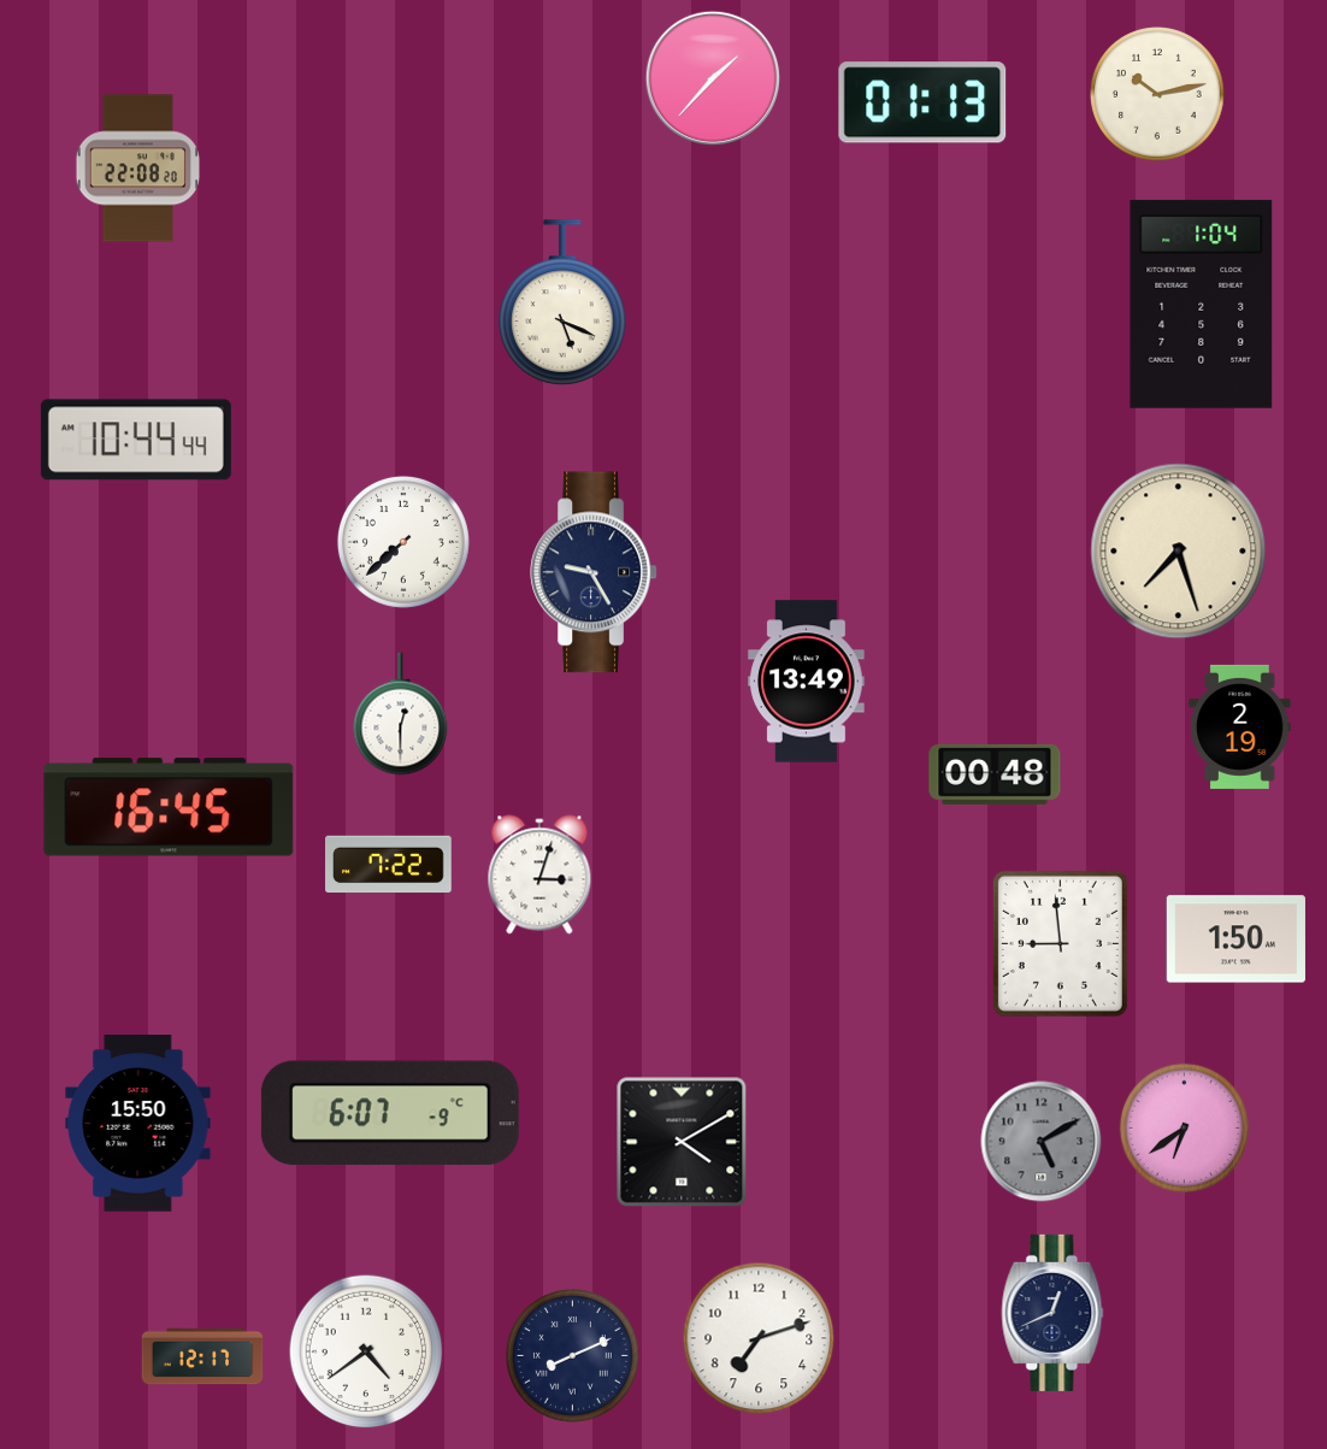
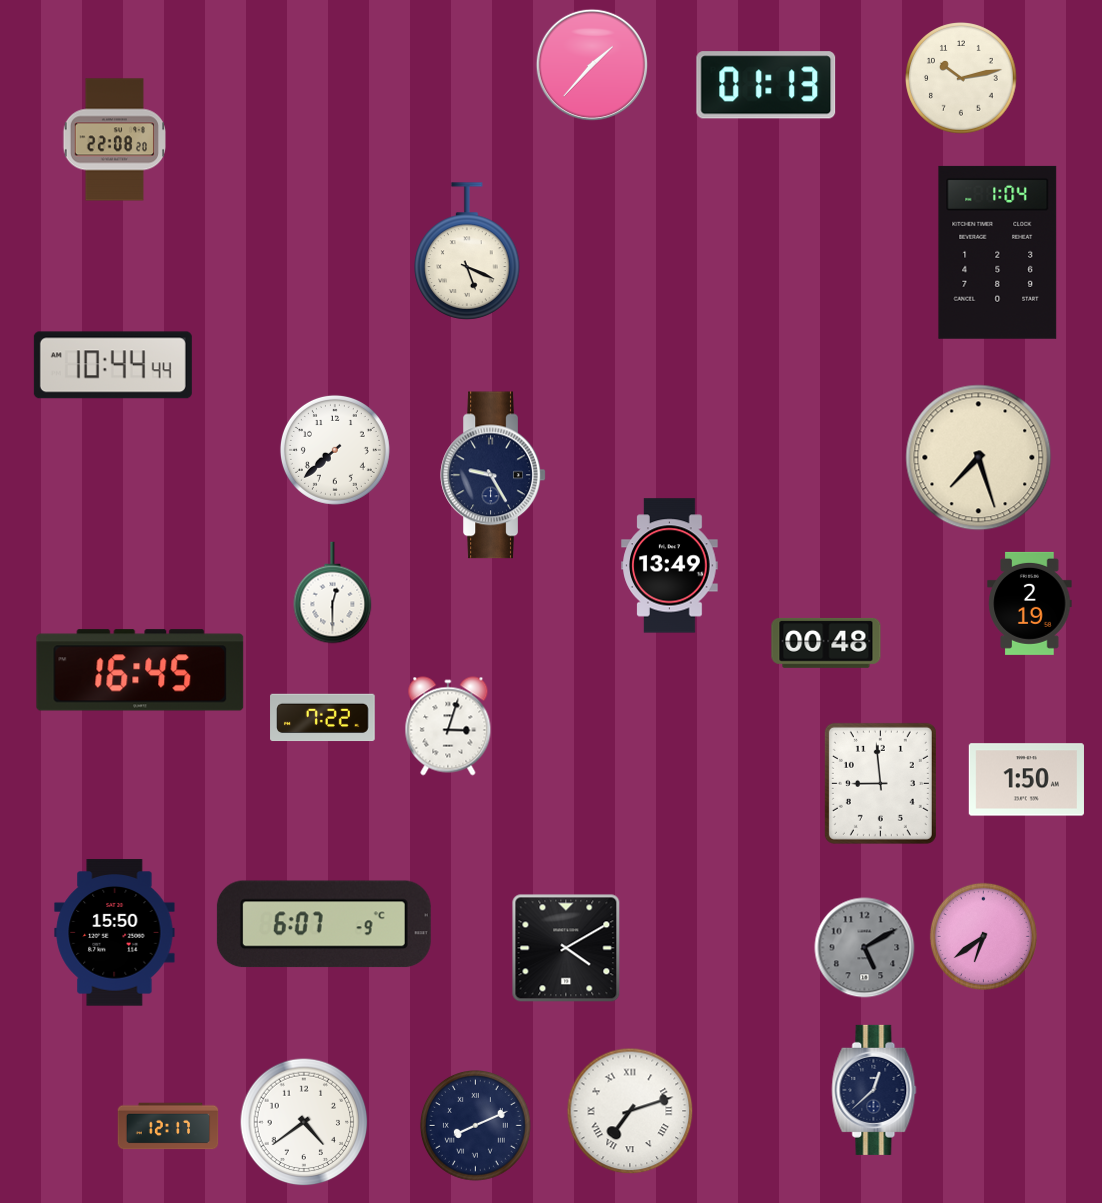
clock at (1052, 1313): 12:41 -> 12:38
clock at (759, 1338) numerals: Arabic -> Roman
